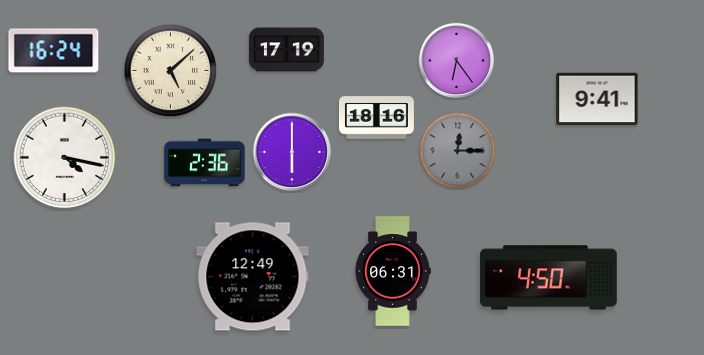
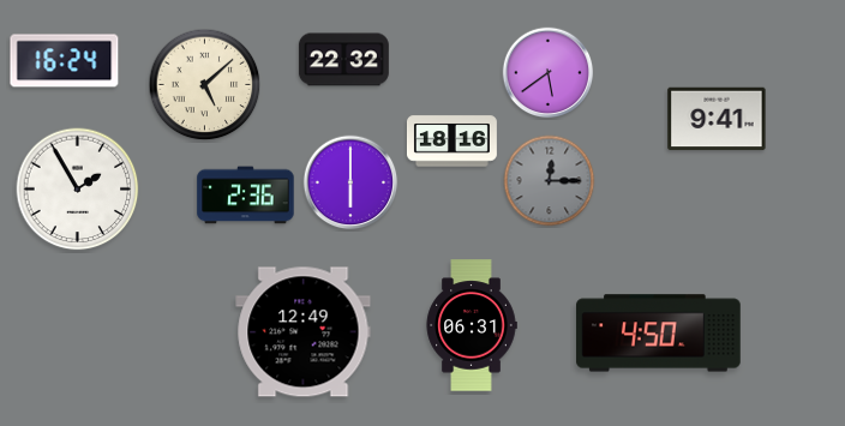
clock at (286, 50): 17:19 -> 22:32
clock at (457, 61): 6:24 -> 5:39
clock at (65, 158): 4:17 -> 1:55
